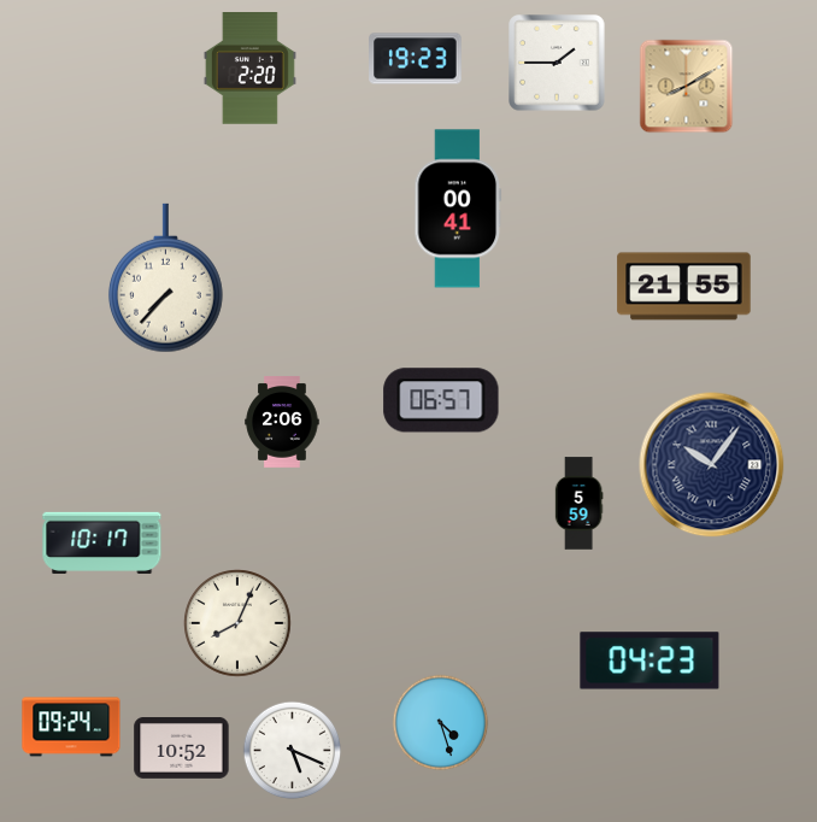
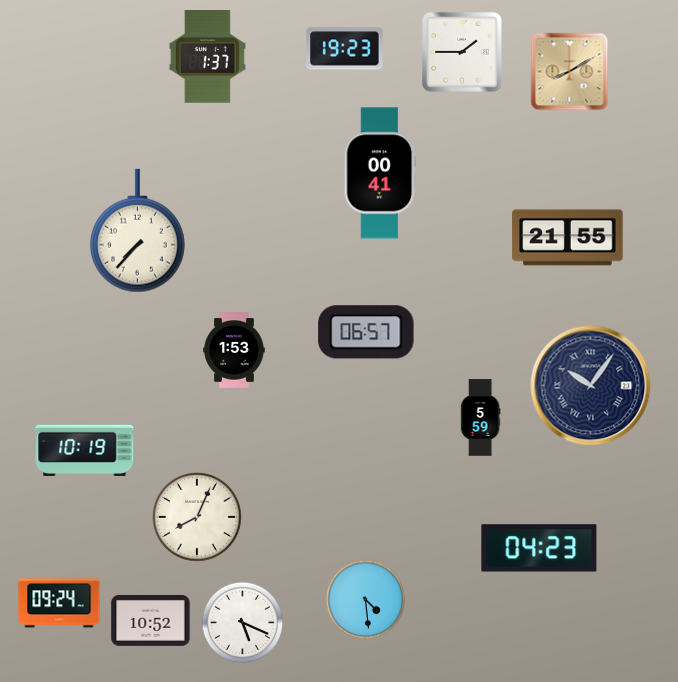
clock at (249, 69): 2:20 -> 1:37
clock at (282, 422): 2:06 -> 1:53
clock at (102, 542): 10:17 -> 10:19
clock at (441, 723): 4:27 -> 4:29
